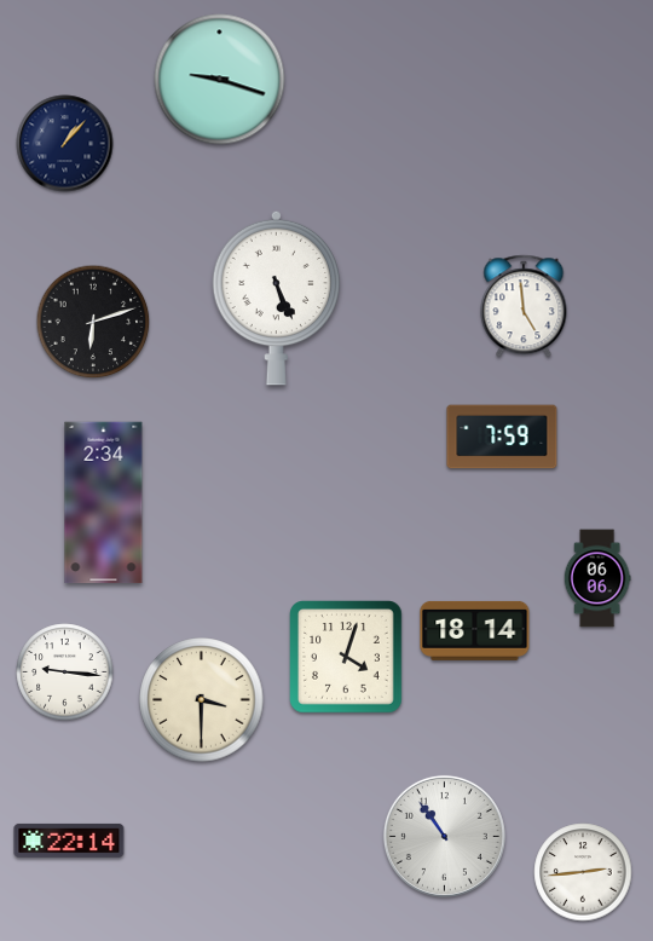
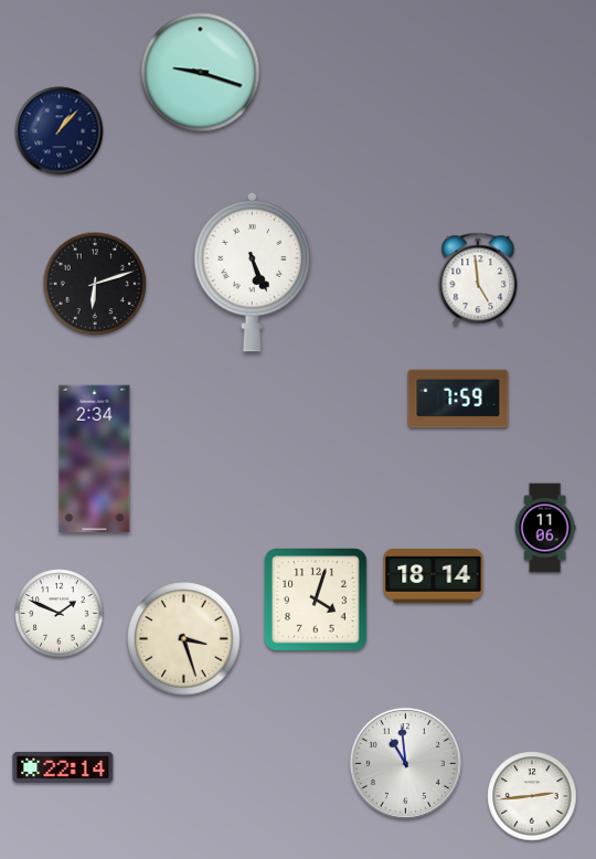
clock at (93, 322) position: (93, 322) -> (95, 284)
clock at (597, 578): 06:06 -> 11:06
clock at (65, 672): 9:16 -> 1:49
clock at (202, 700): 3:30 -> 3:27
clock at (444, 836): 10:54 -> 10:59
